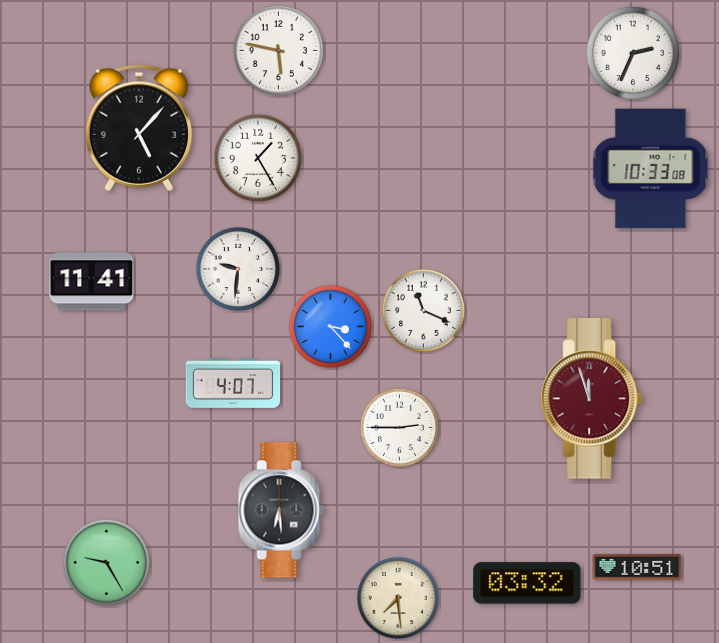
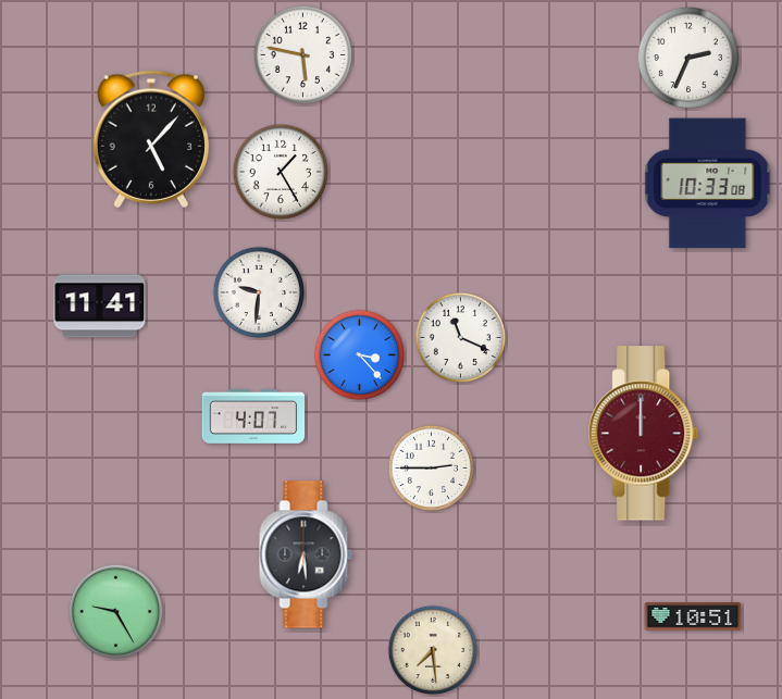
clock at (592, 399): 11:57 -> 12:00
clock at (400, 428) position: (400, 428) -> (432, 469)
clock at (527, 583): 03:32 -> none
